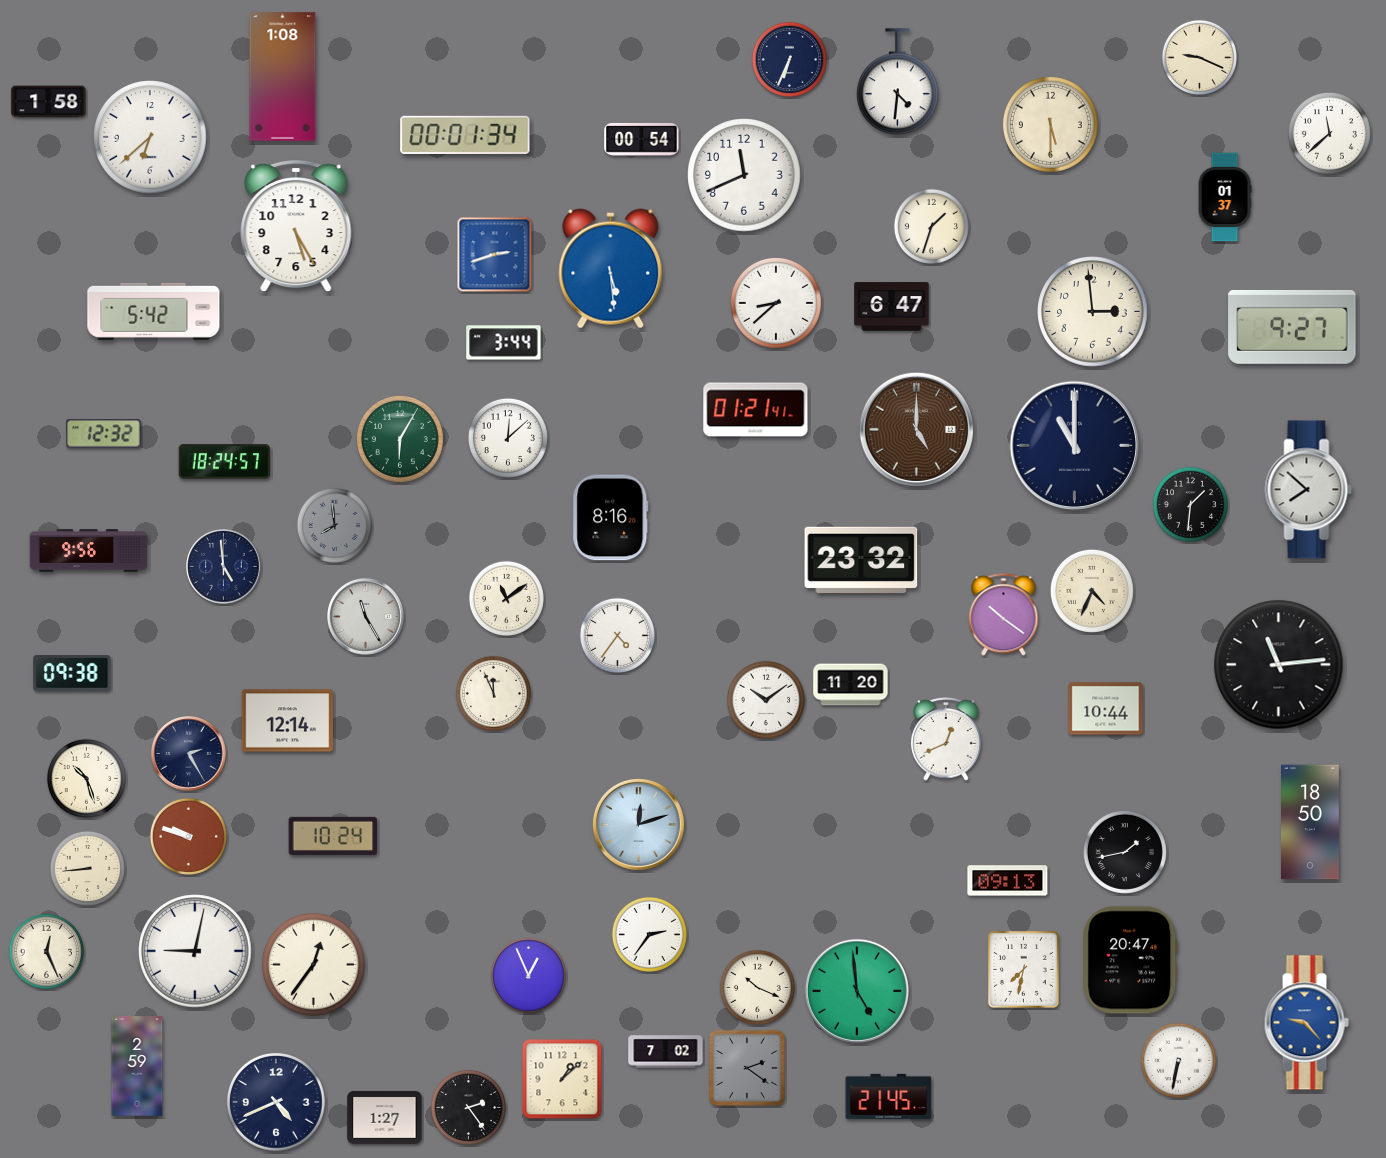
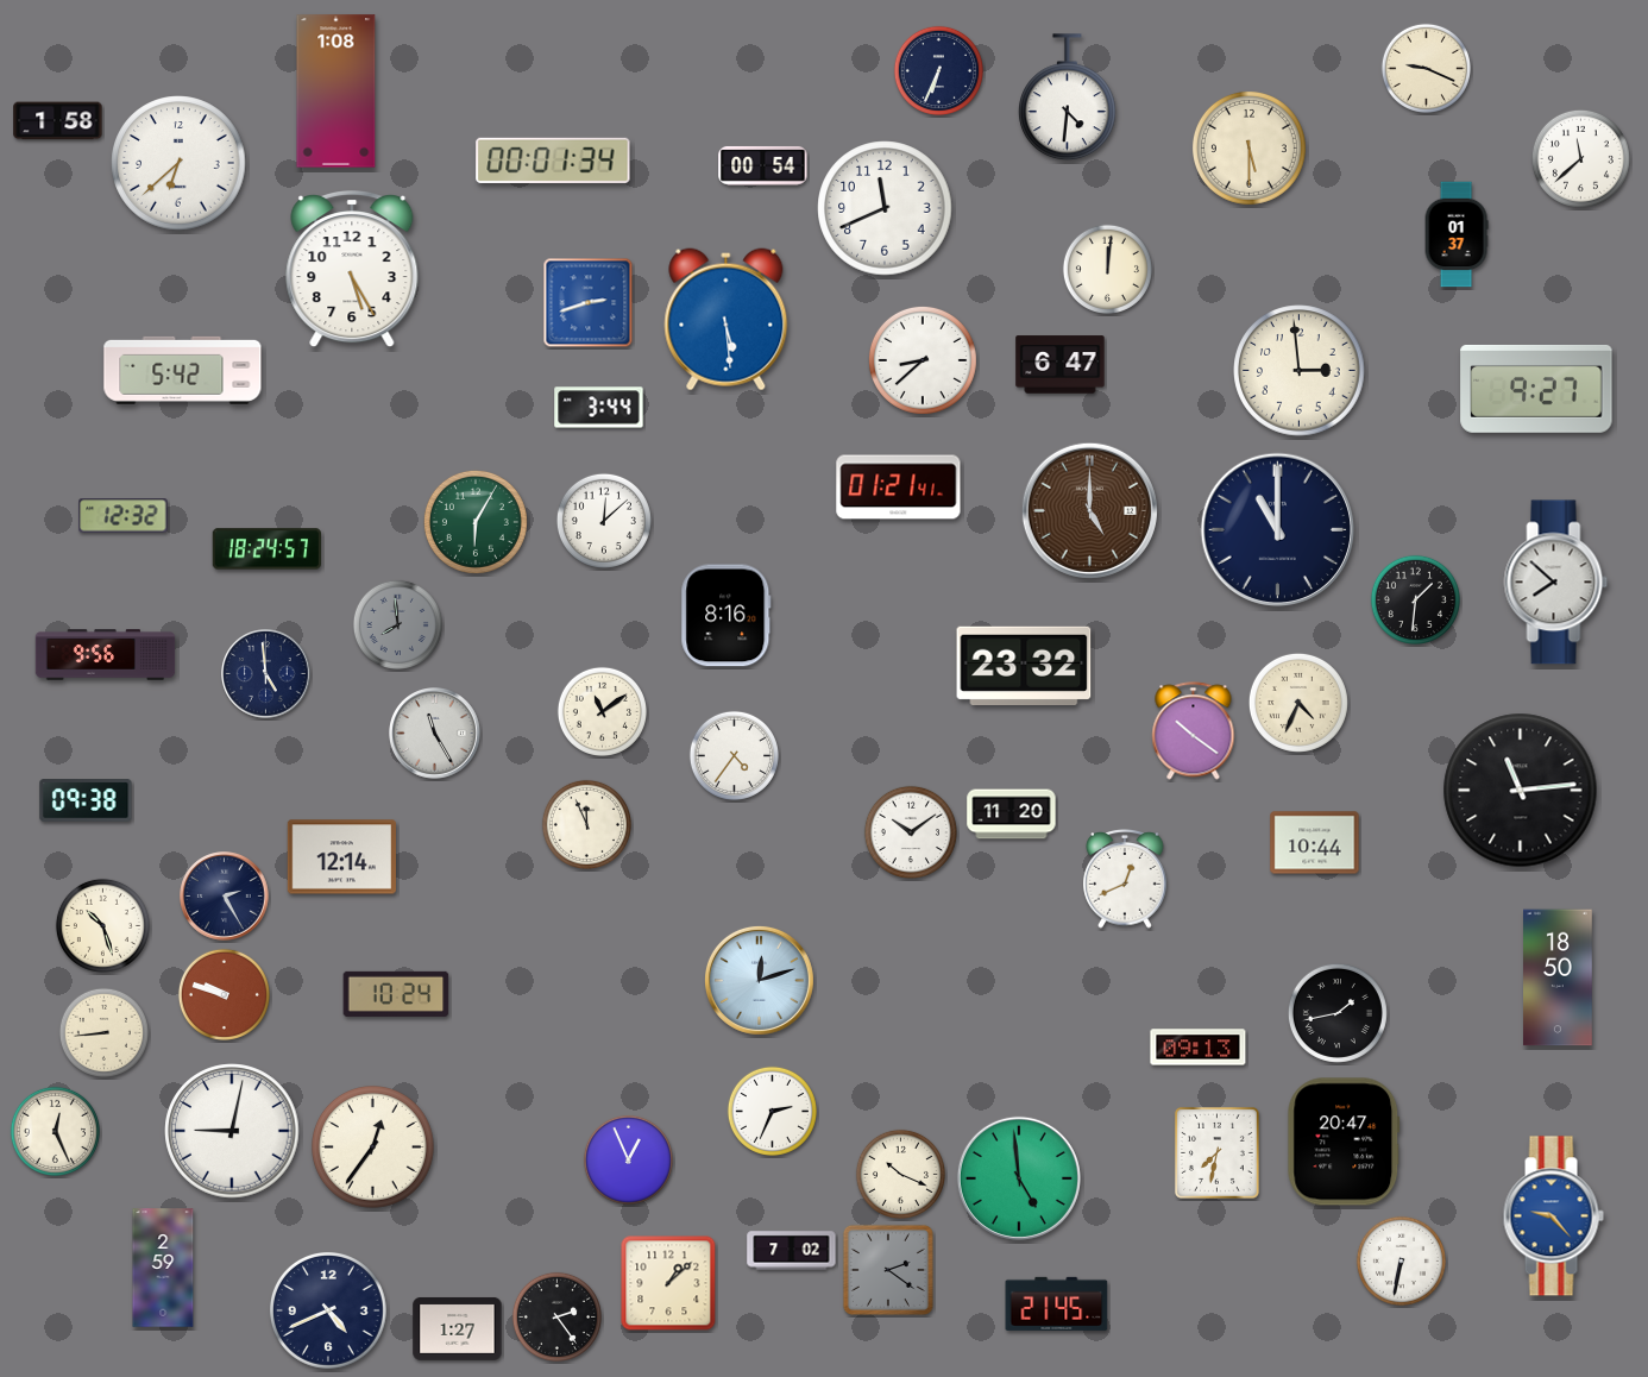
clock at (931, 226): 1:33 -> 12:01
clock at (649, 934): 2:36 -> 2:34
